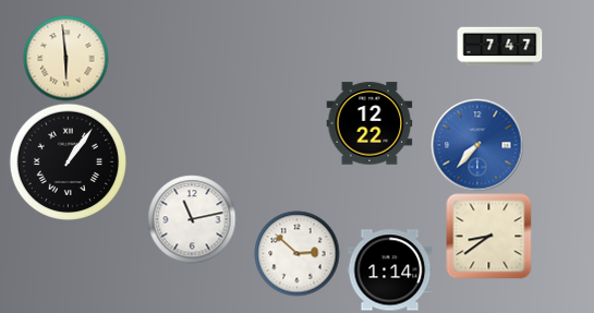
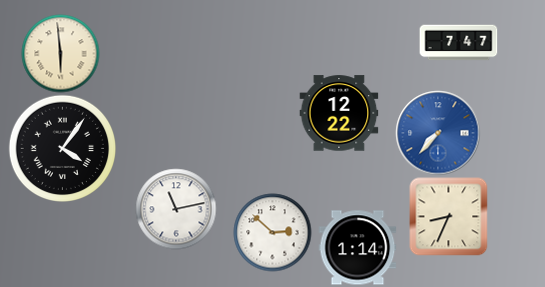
clock at (68, 161): 1:06 -> 4:06
clock at (192, 219) position: (192, 219) -> (176, 209)
clock at (488, 236): 8:39 -> 8:34
